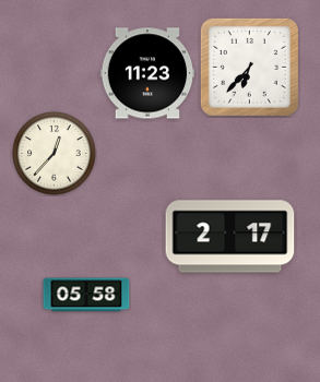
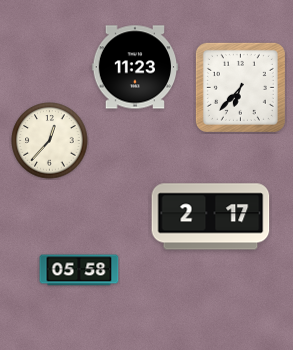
clock at (249, 67) position: (249, 67) -> (240, 87)
